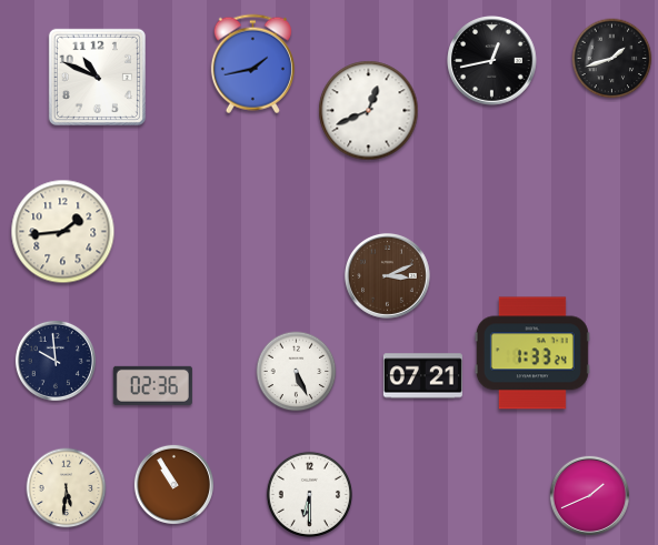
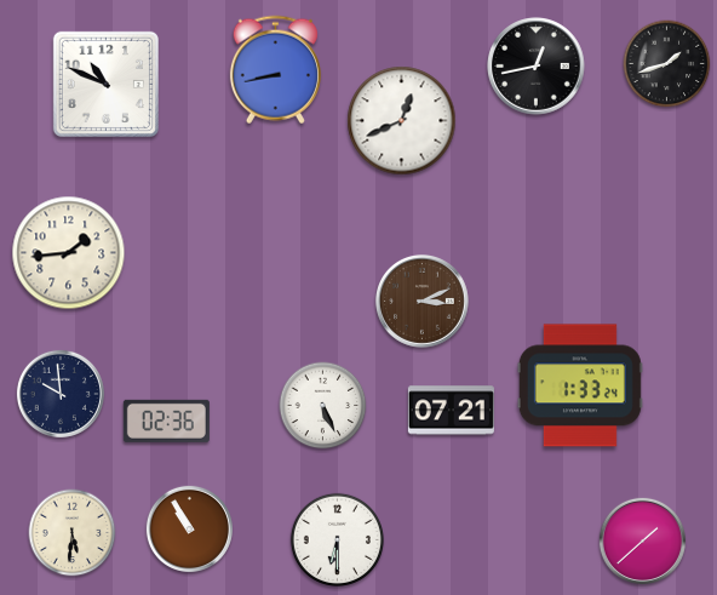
clock at (252, 64): 1:43 -> 8:43
clock at (422, 376) position: (422, 376) -> (451, 411)
clock at (589, 495): 1:41 -> 1:38
